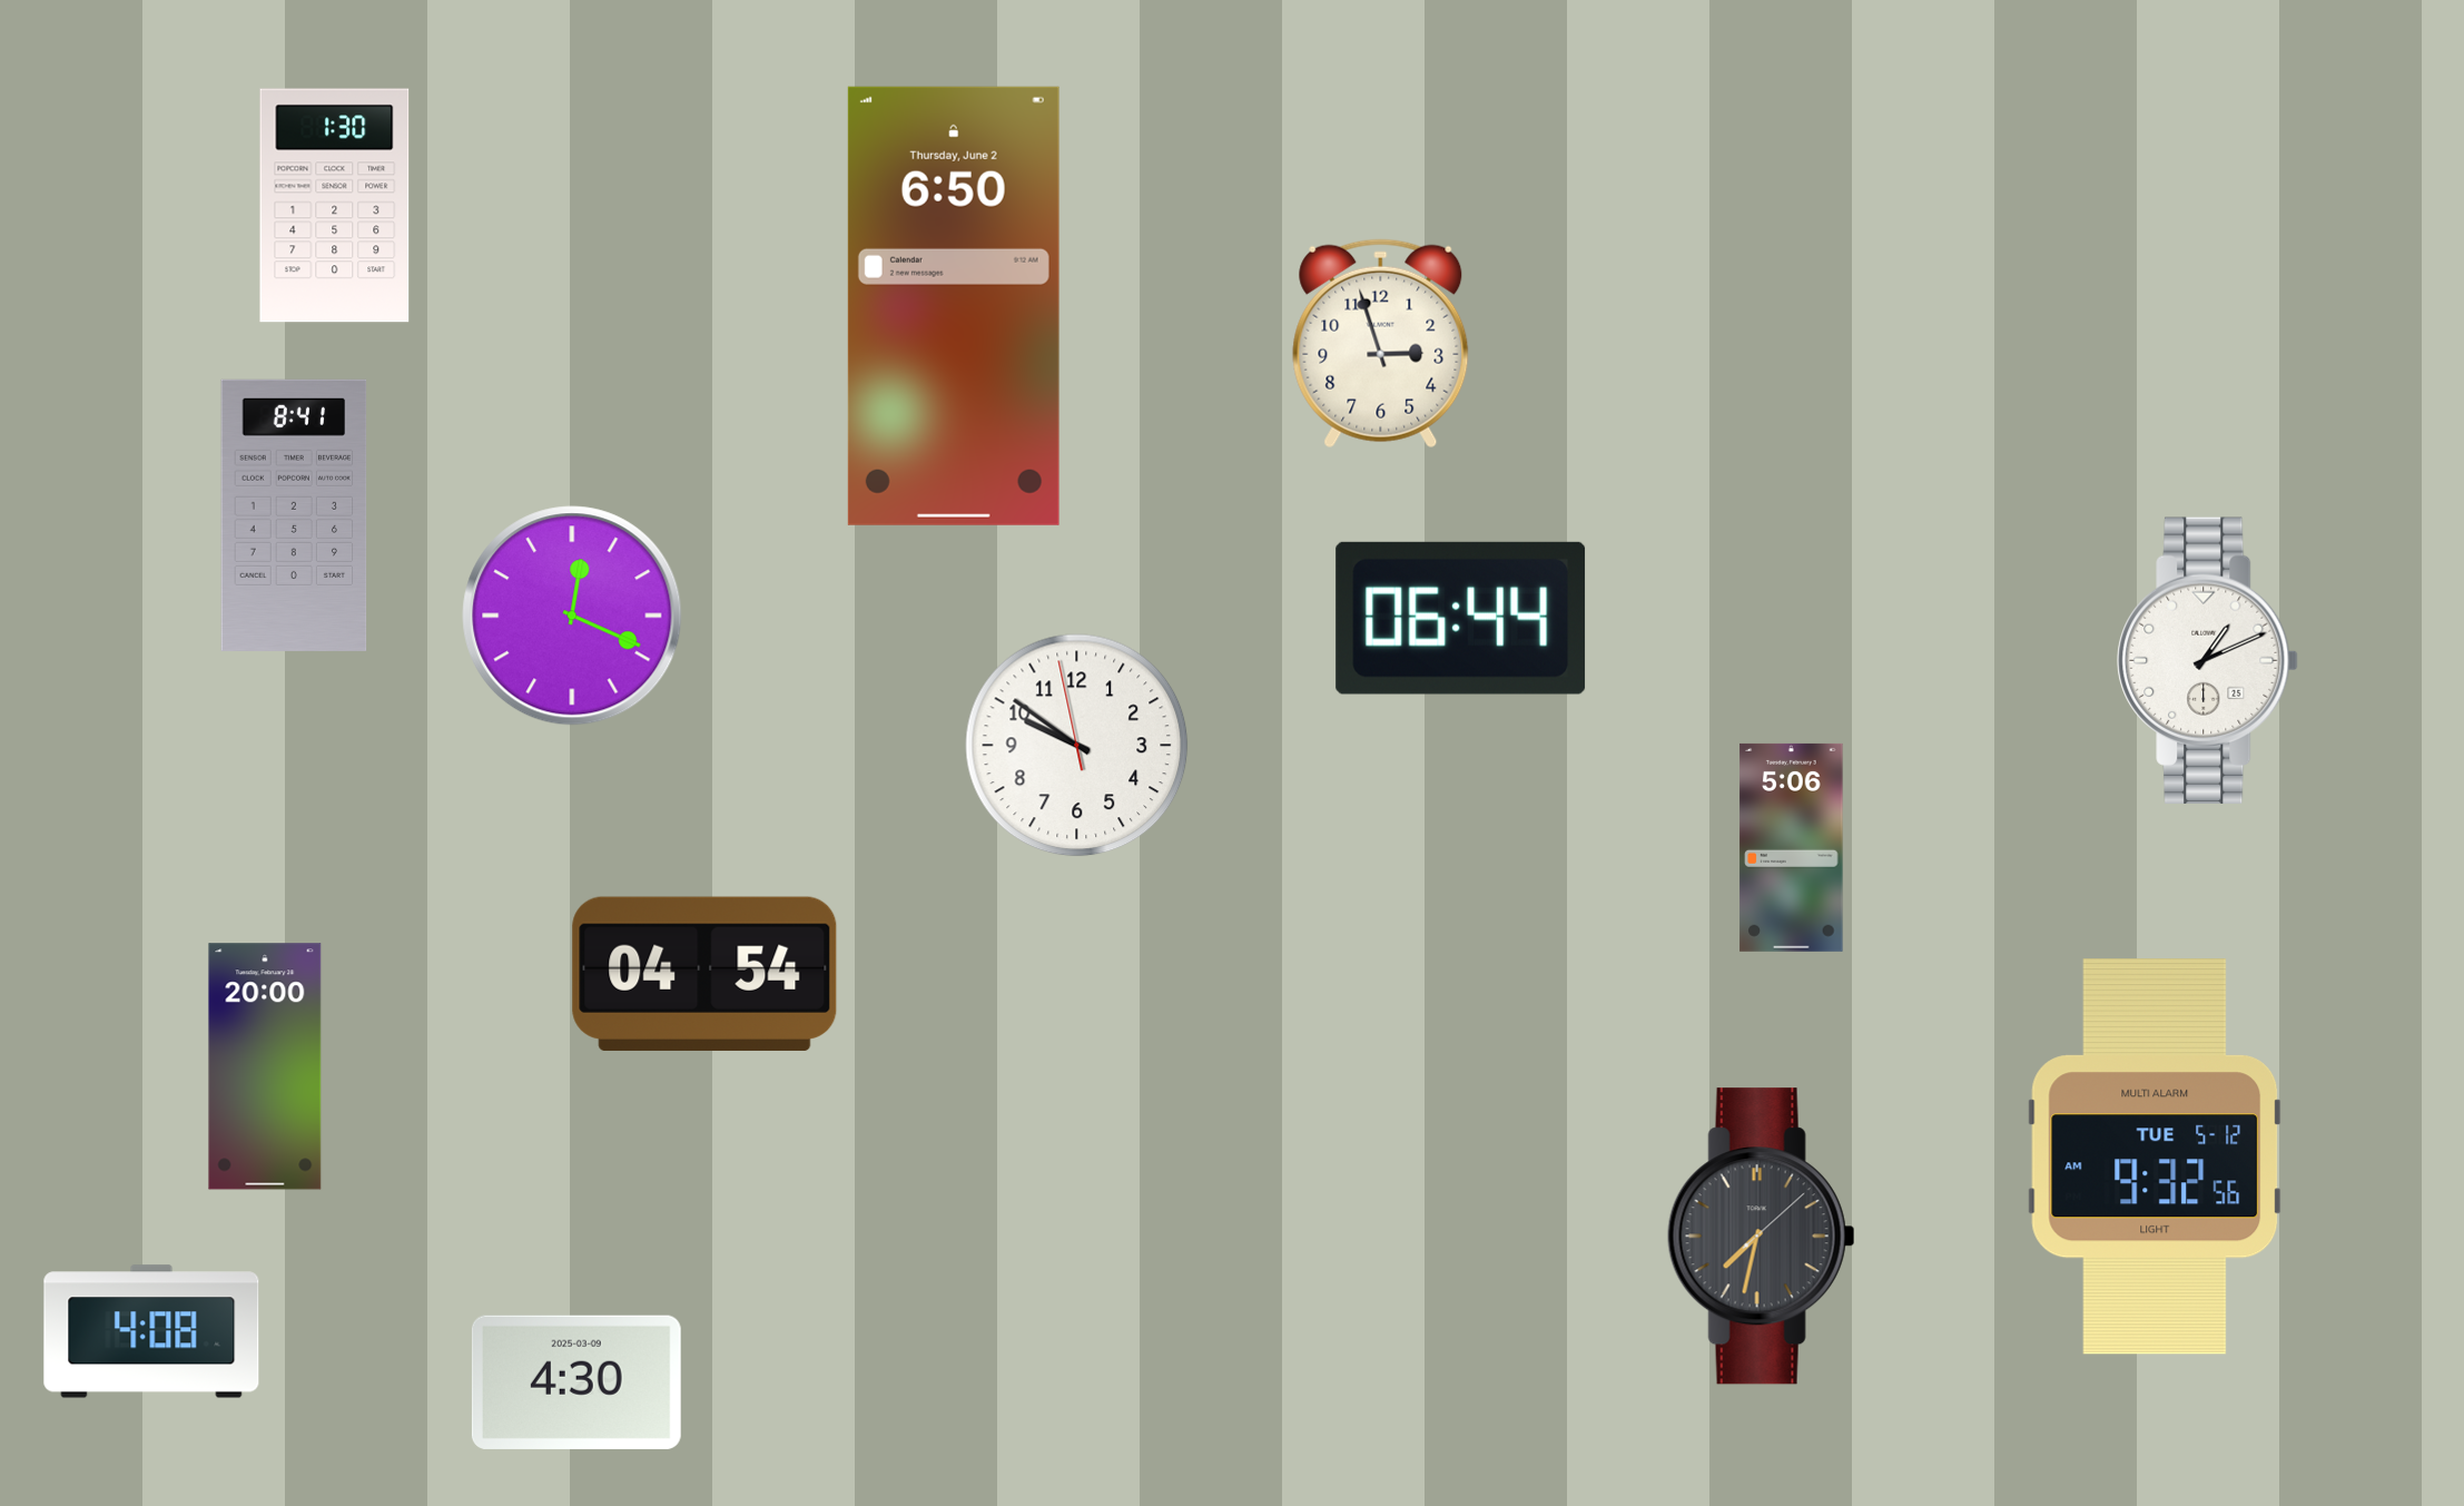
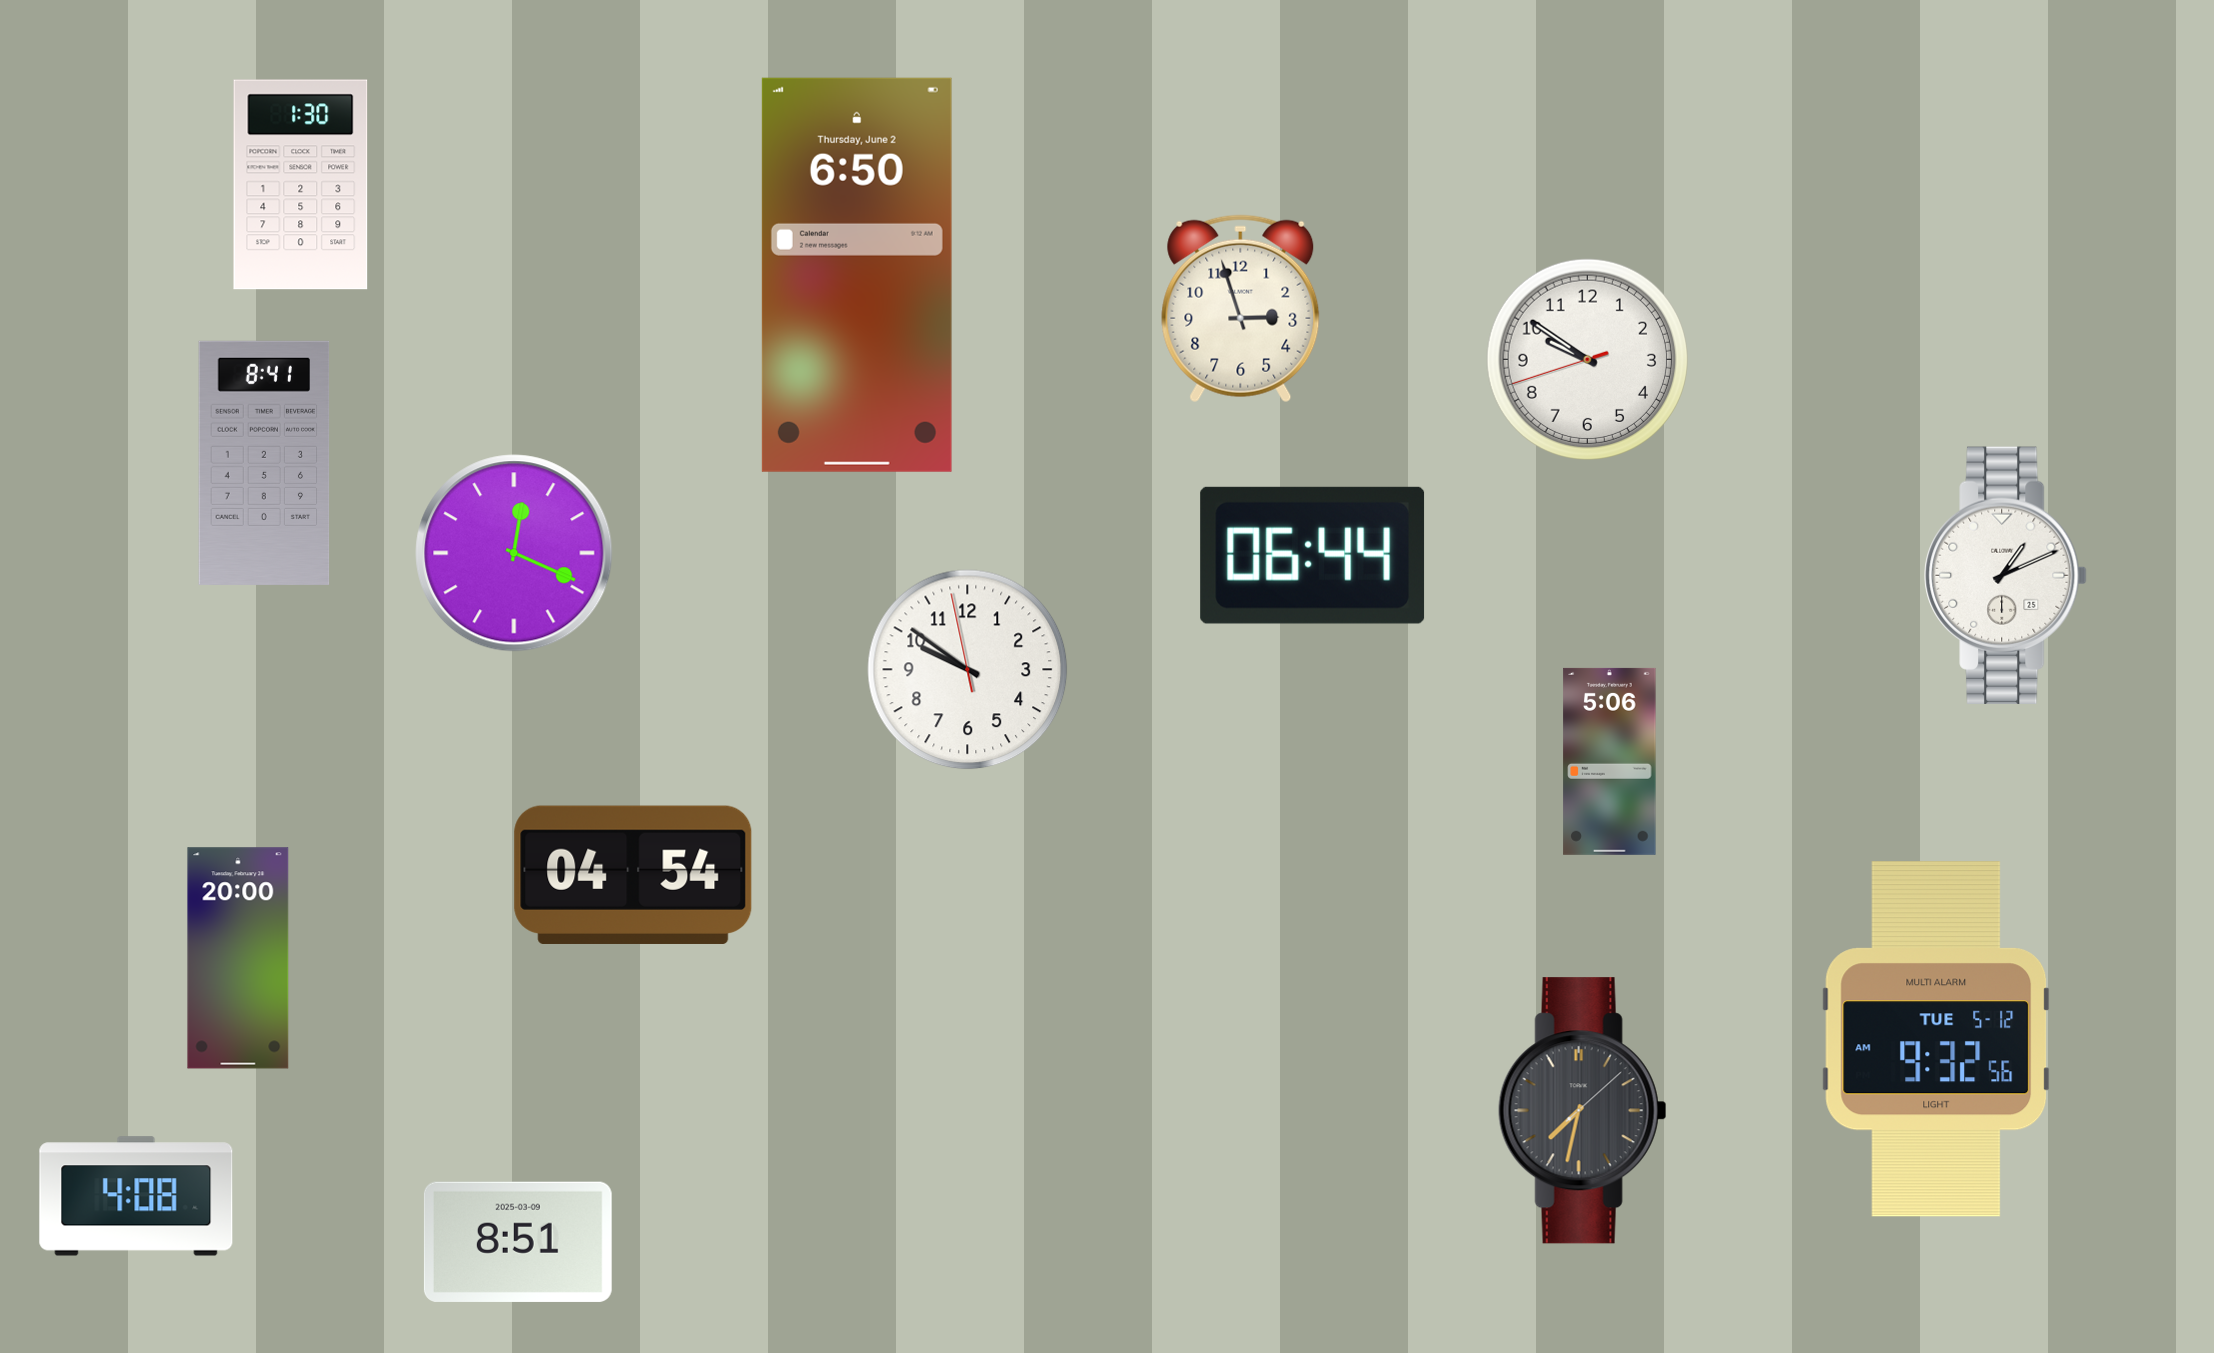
clock at (1588, 360): none -> 9:50
clock at (2208, 660) position: (2208, 660) -> (2006, 575)
clock at (576, 1382): 4:30 -> 8:51
